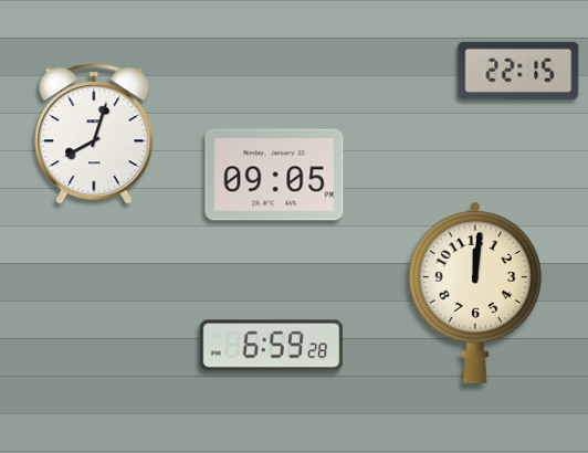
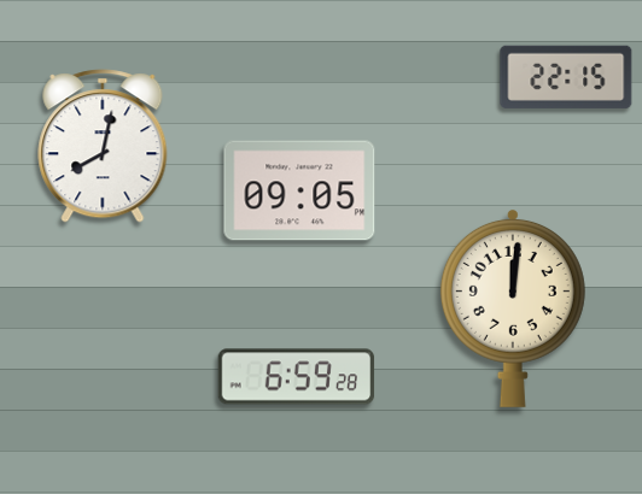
clock at (94, 134): 8:03 -> 8:02
clock at (475, 292) position: (475, 292) -> (513, 307)
